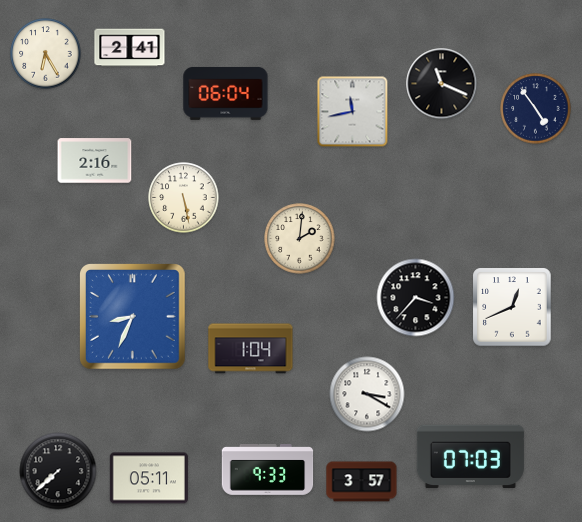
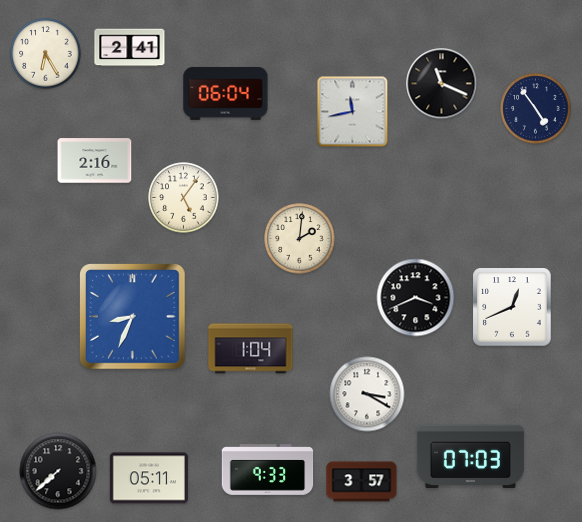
clock at (184, 198): 5:28 -> 5:06
clock at (416, 298): 3:37 -> 3:41
